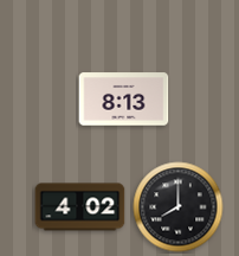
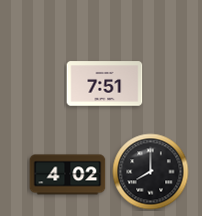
clock at (124, 100): 8:13 -> 7:51
clock at (179, 207) position: (179, 207) -> (151, 172)
